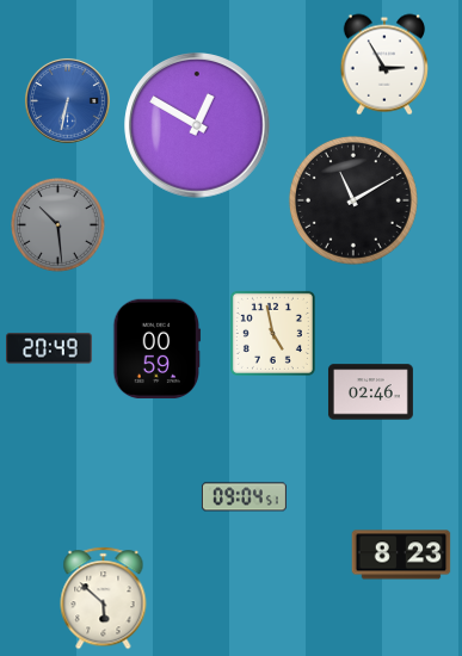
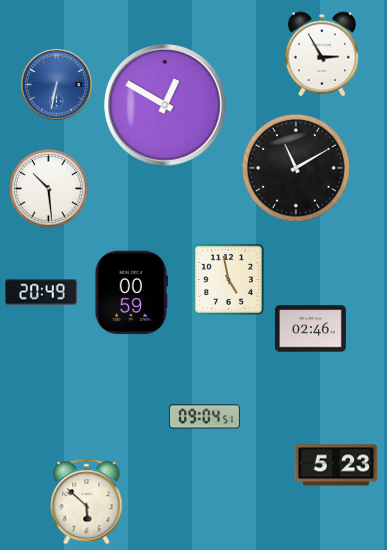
clock at (58, 225) dial: grey -> white
clock at (401, 555): 8:23 -> 5:23
